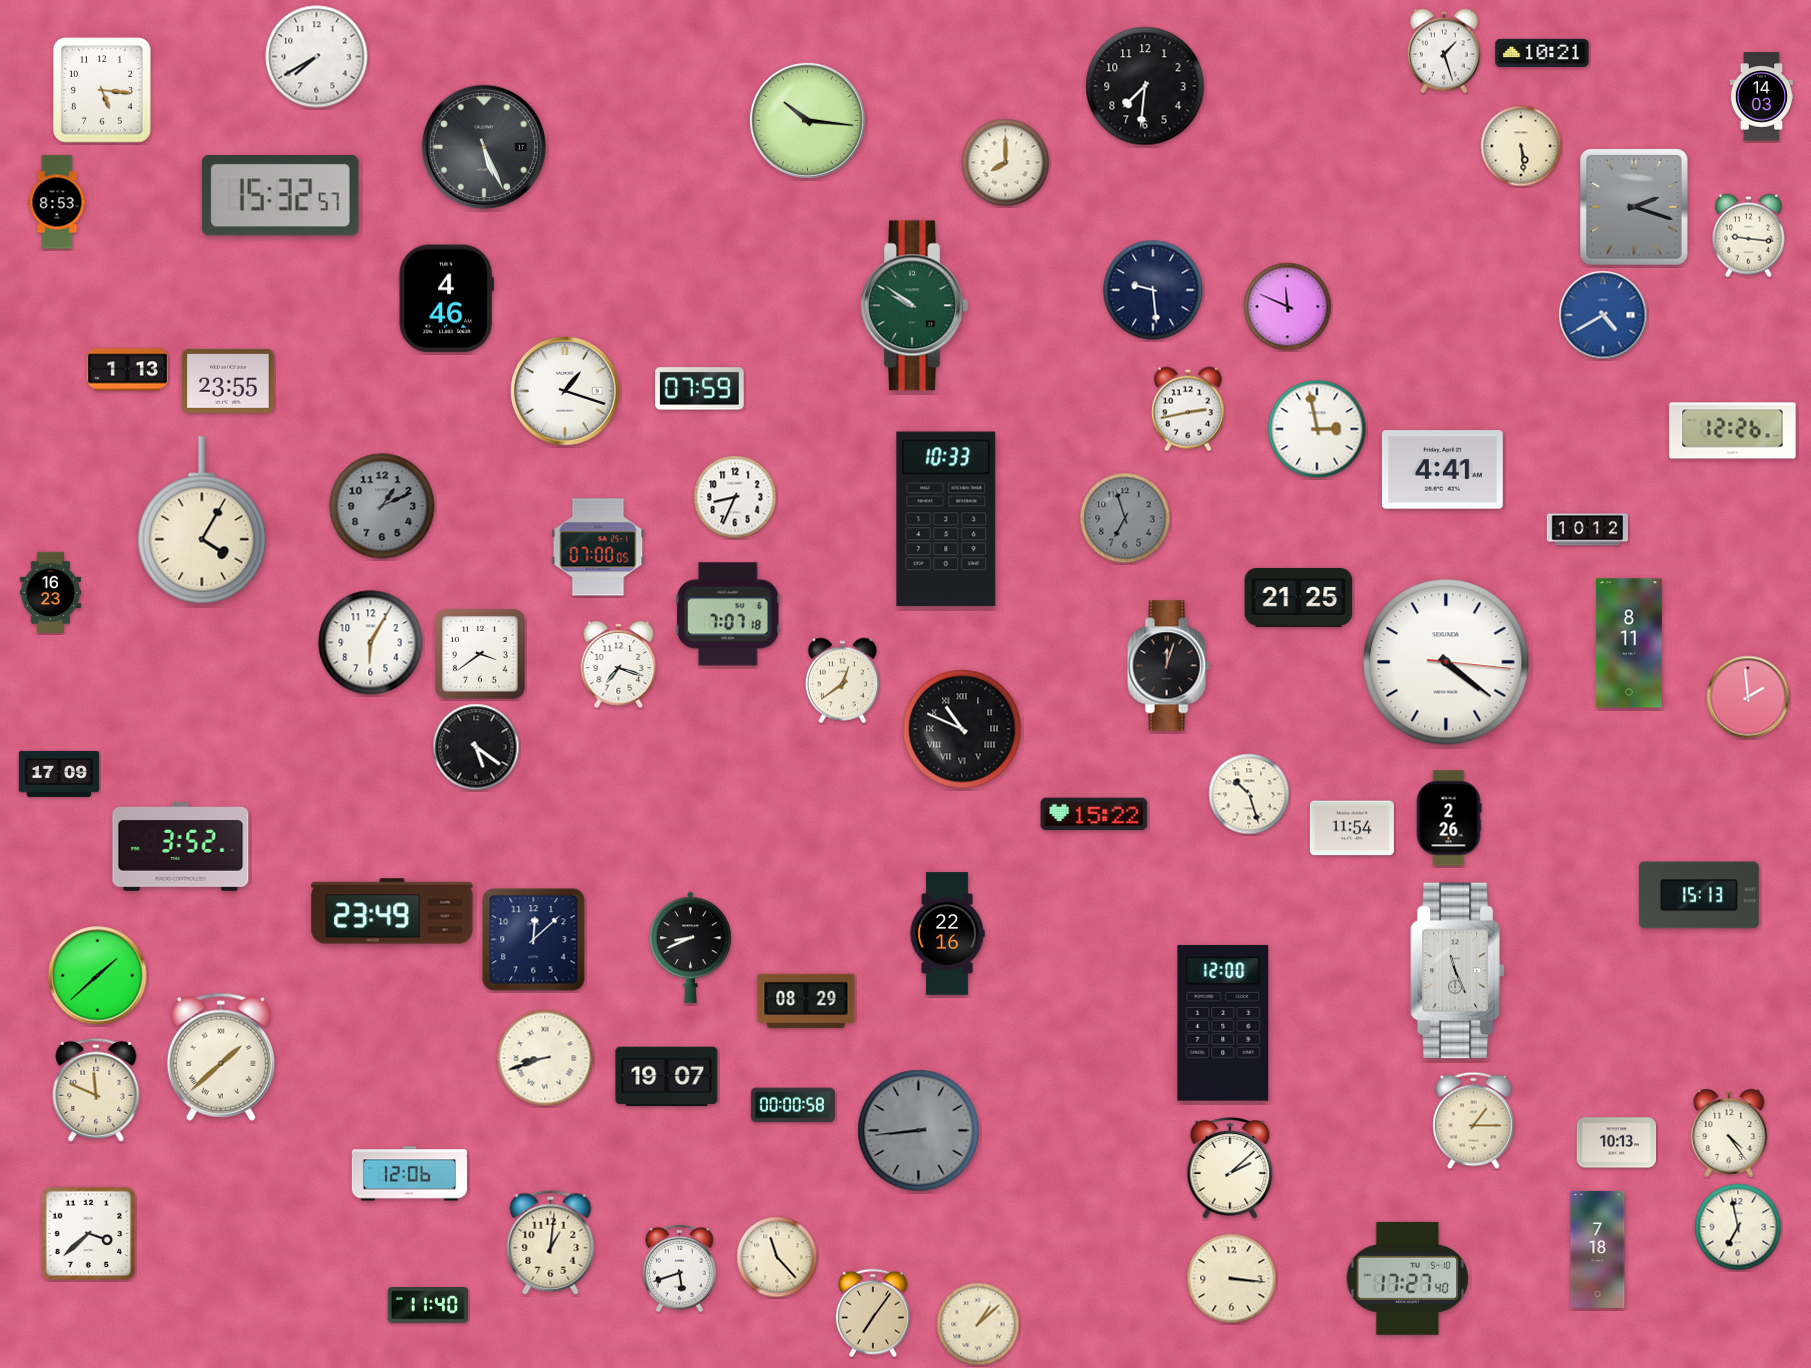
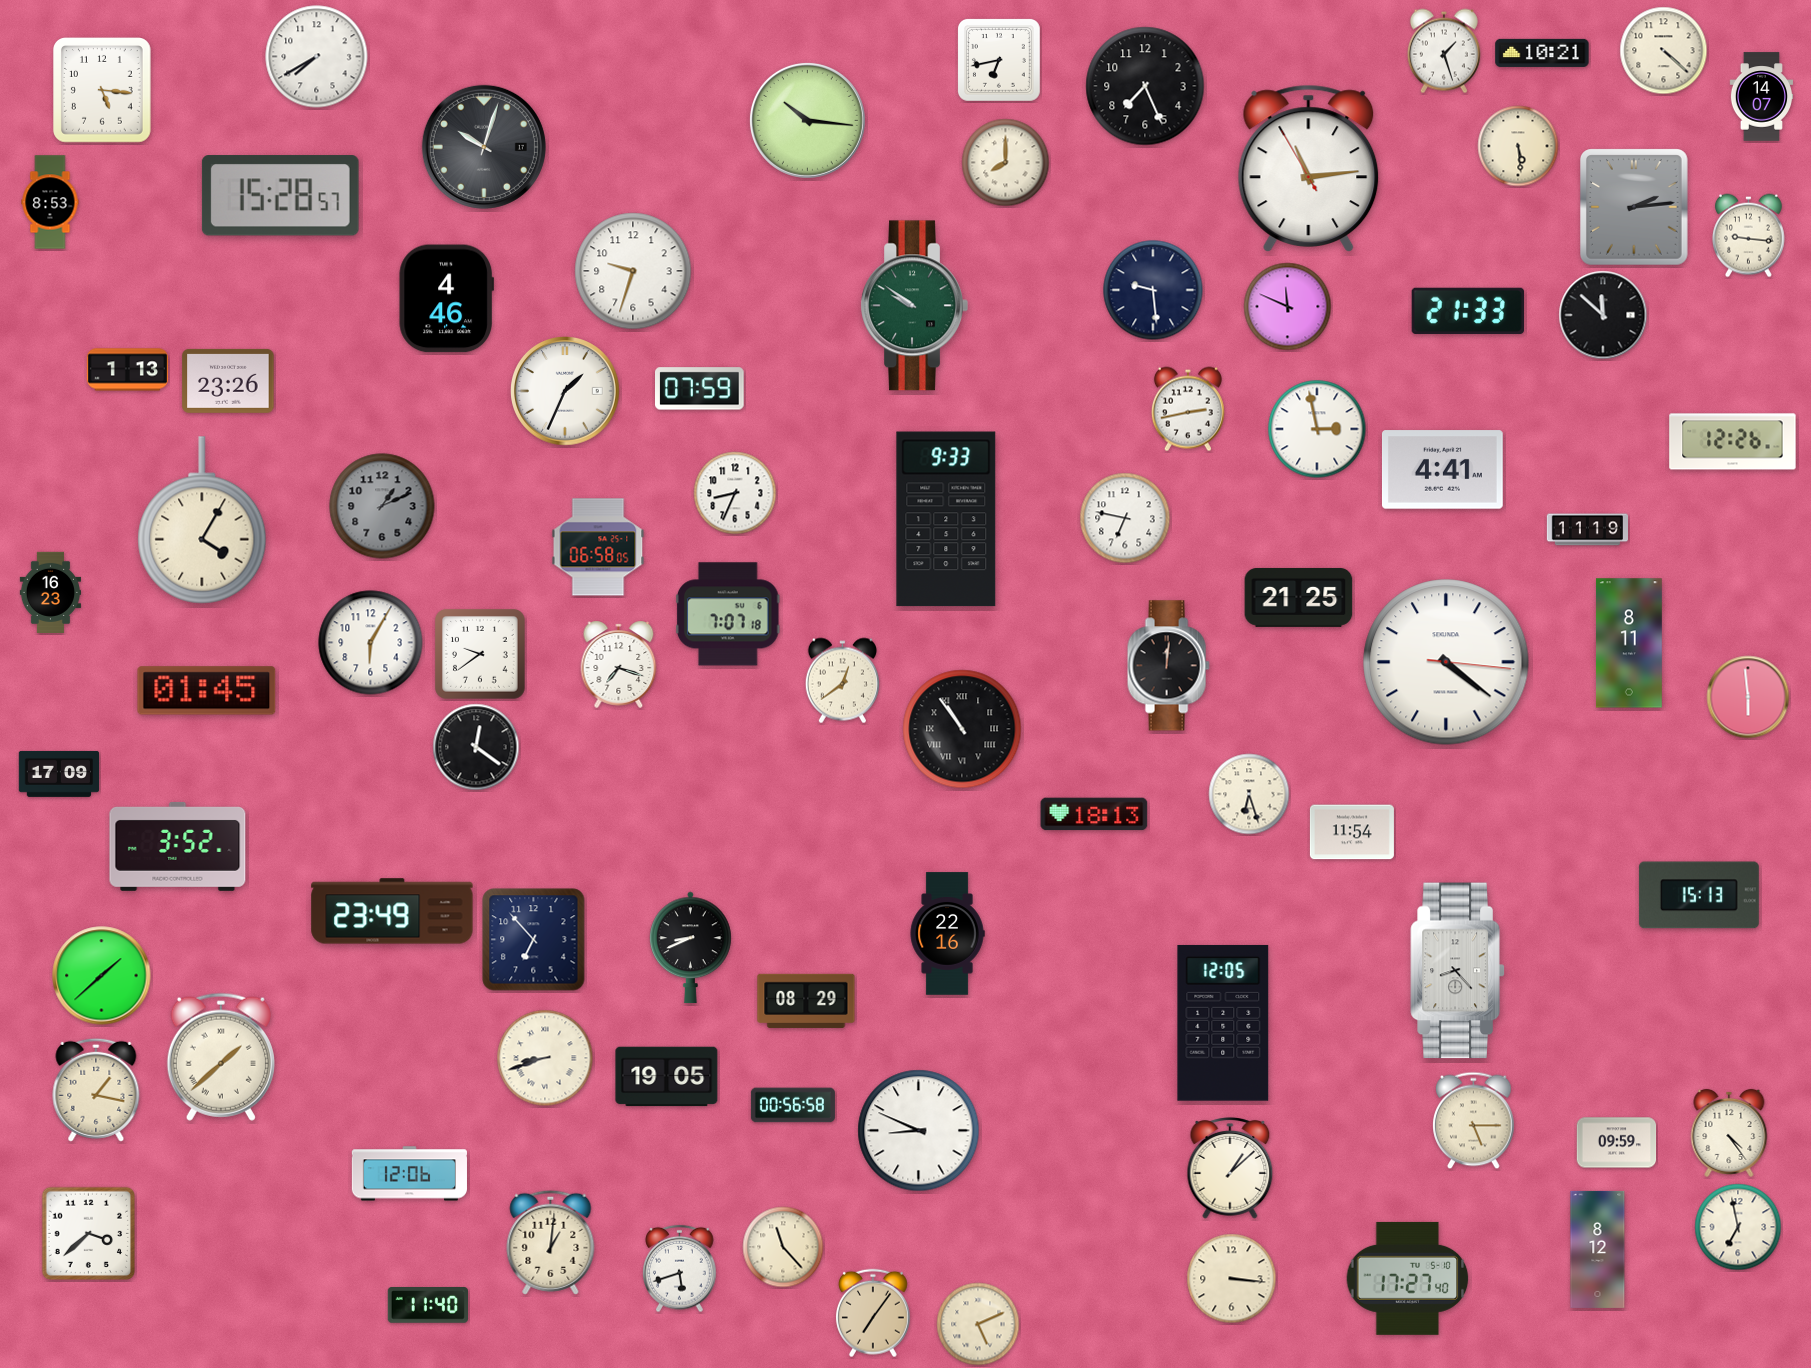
clock at (1664, 51): none -> 4:22
clock at (999, 60): none -> 6:43
clock at (1145, 86): 7:31 -> 7:26
clock at (1761, 97): 14:03 -> 14:07
clock at (1521, 146) position: (1521, 146) -> (1518, 146)
clock at (484, 147): 5:26 -> 10:03
clock at (1309, 168): none -> 11:13
clock at (280, 196): 15:32 -> 15:28
clock at (57, 202) position: (57, 202) -> (50, 202)
clock at (1635, 208): 2:18 -> 2:14
clock at (633, 271): none -> 9:33
clock at (1467, 311): none -> 21:33
clock at (1603, 315): 4:40 -> 11:52
clock at (1603, 315) dial: blue -> black
clock at (228, 381): 23:55 -> 23:26
clock at (565, 391): 1:18 -> 1:34
clock at (1733, 431) position: (1733, 431) -> (1733, 442)
clock at (735, 497) position: (735, 497) -> (735, 493)
clock at (1125, 518): 6:57 -> 6:47
clock at (1125, 518) dial: grey -> white
clock at (946, 519): 10:33 -> 9:33
clock at (1587, 530): 10:12 -> 11:19
clock at (598, 547): 07:00 -> 06:58
clock at (481, 655): 3:39 -> 9:39
clock at (1168, 666): 12:03 -> 12:01
clock at (207, 691): none -> 01:45
clock at (1748, 697): 1:59 -> 5:59
clock at (962, 729): 10:49 -> 10:54
clock at (476, 747): 5:21 -> 12:21
clock at (1249, 794): 10:27 -> 6:27
clock at (1094, 814): 15:22 -> 18:13
clock at (1449, 818): 2:26 -> none
clock at (1352, 828) position: (1352, 828) -> (1352, 832)
clock at (181, 846) position: (181, 846) -> (178, 846)
clock at (534, 940): 12:08 -> 6:53
clock at (1458, 971): 11:26 -> 8:23
clock at (98, 976) position: (98, 976) -> (102, 976)
clock at (1223, 1023): 12:00 -> 12:05
clock at (667, 1077): 19:07 -> 19:05
clock at (96, 1090): 11:49 -> 1:17
clock at (793, 1105): 00:00 -> 00:56
clock at (1474, 1121): 1:15 -> 5:15
clock at (919, 1131): 8:44 -> 8:49
clock at (919, 1131) dial: grey -> white
clock at (1617, 1143): 10:13 -> 09:59
clock at (1230, 1169): 2:08 -> 1:08
clock at (1598, 1249): 7:18 -> 8:12
clock at (777, 1257) position: (777, 1257) -> (783, 1247)
clock at (978, 1324): 1:08 -> 5:11
